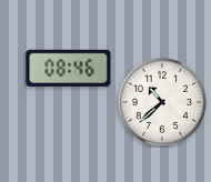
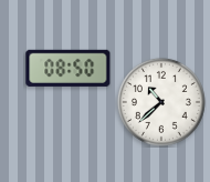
clock at (69, 68): 08:46 -> 08:50
